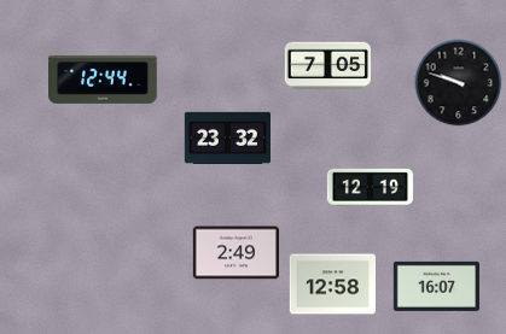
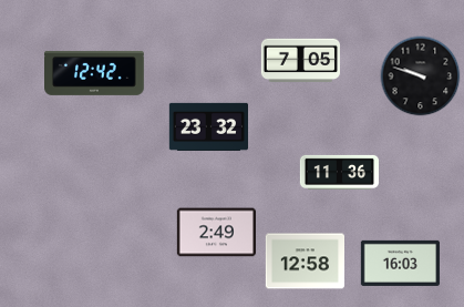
clock at (104, 80): 12:44 -> 12:42
clock at (370, 187): 12:19 -> 11:36
clock at (436, 286): 16:07 -> 16:03
